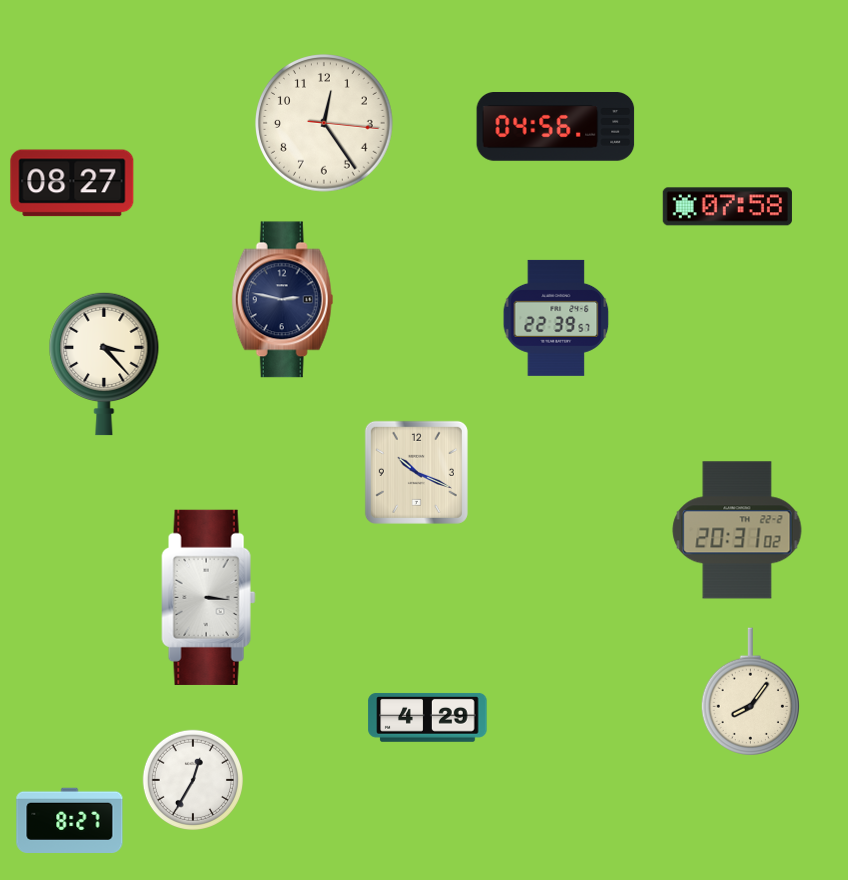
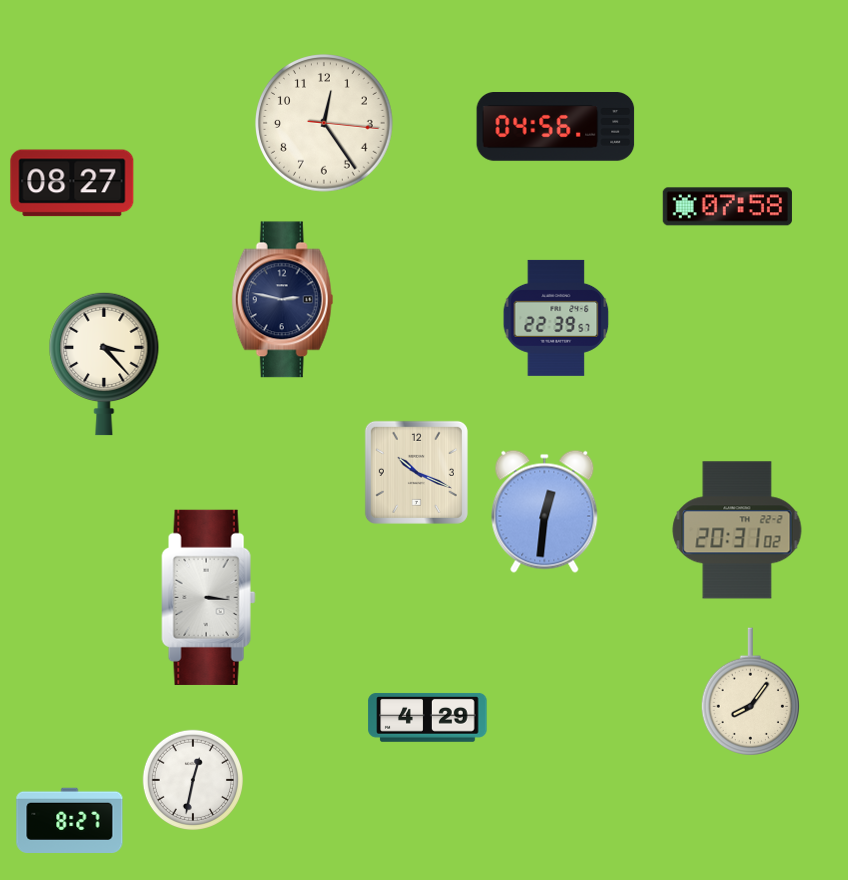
clock at (545, 511): none -> 12:31
clock at (192, 779): 12:35 -> 12:32
